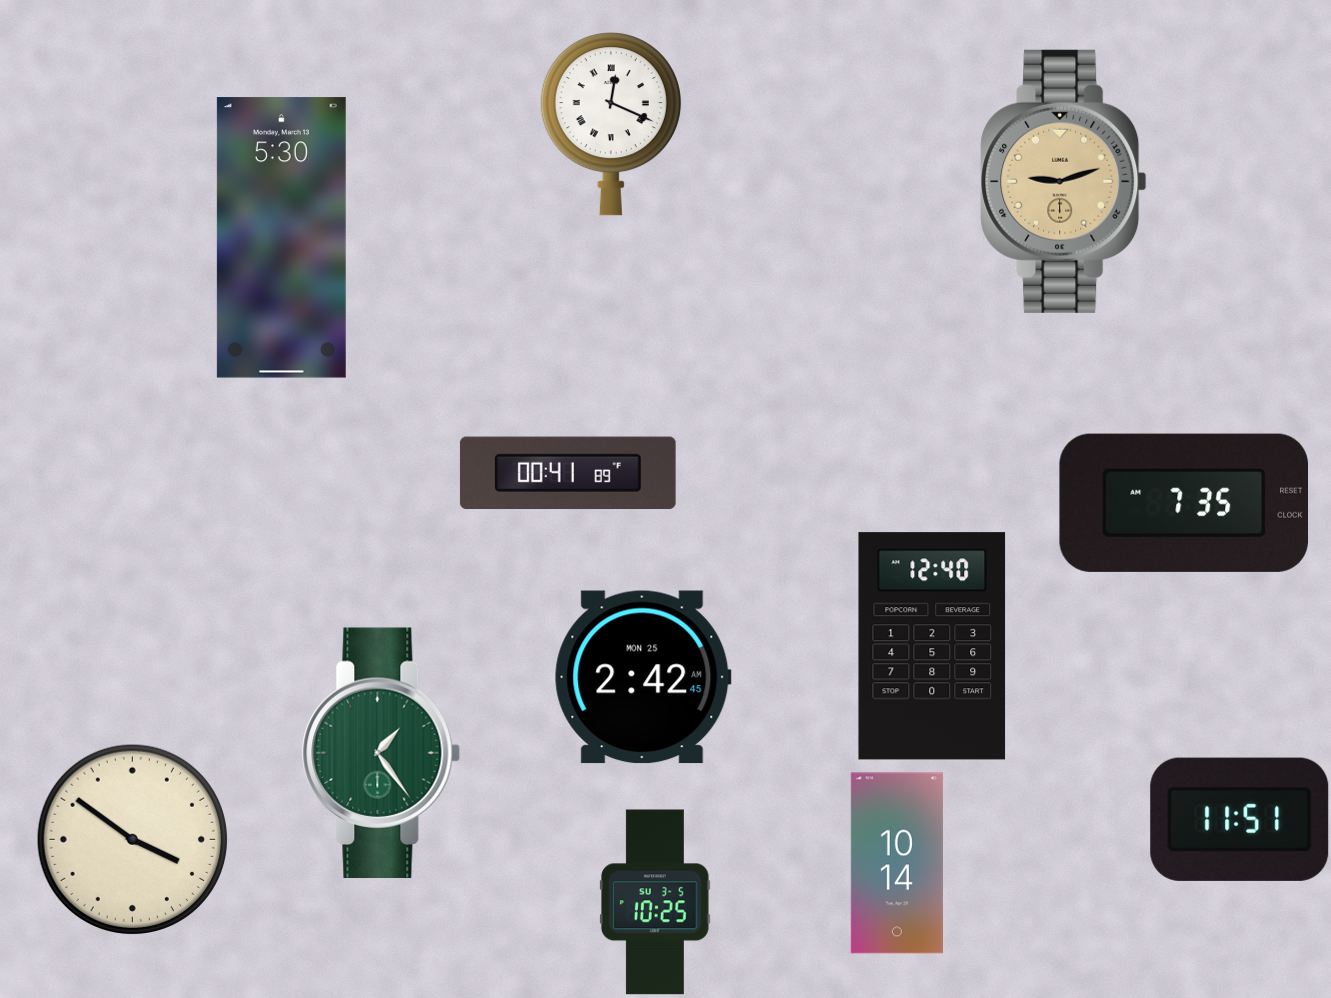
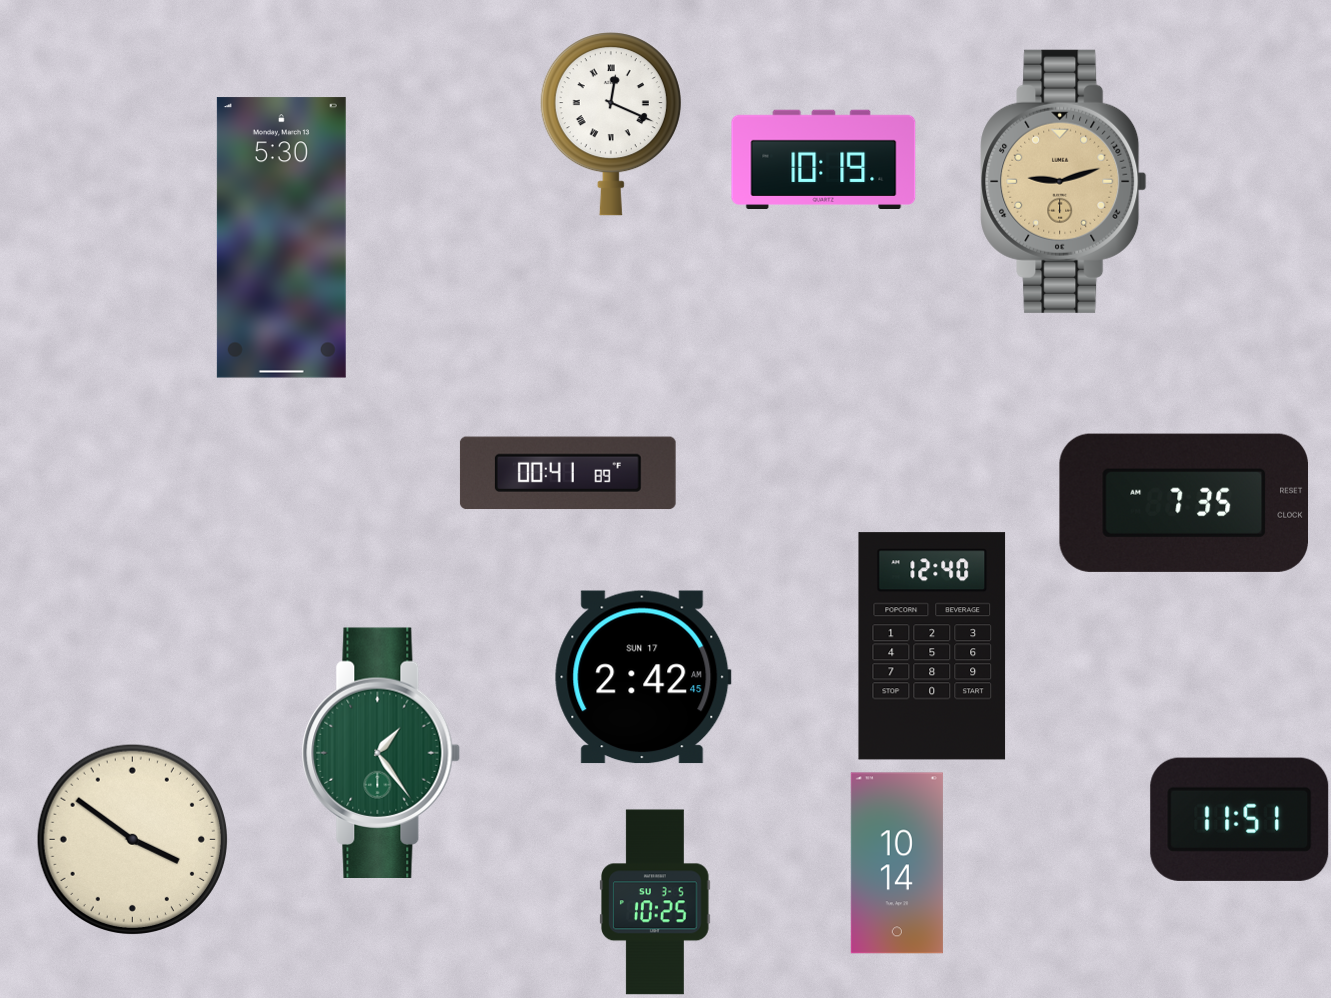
clock at (824, 159): none -> 10:19
clock at (643, 677) date: MON 25 -> SUN 17
